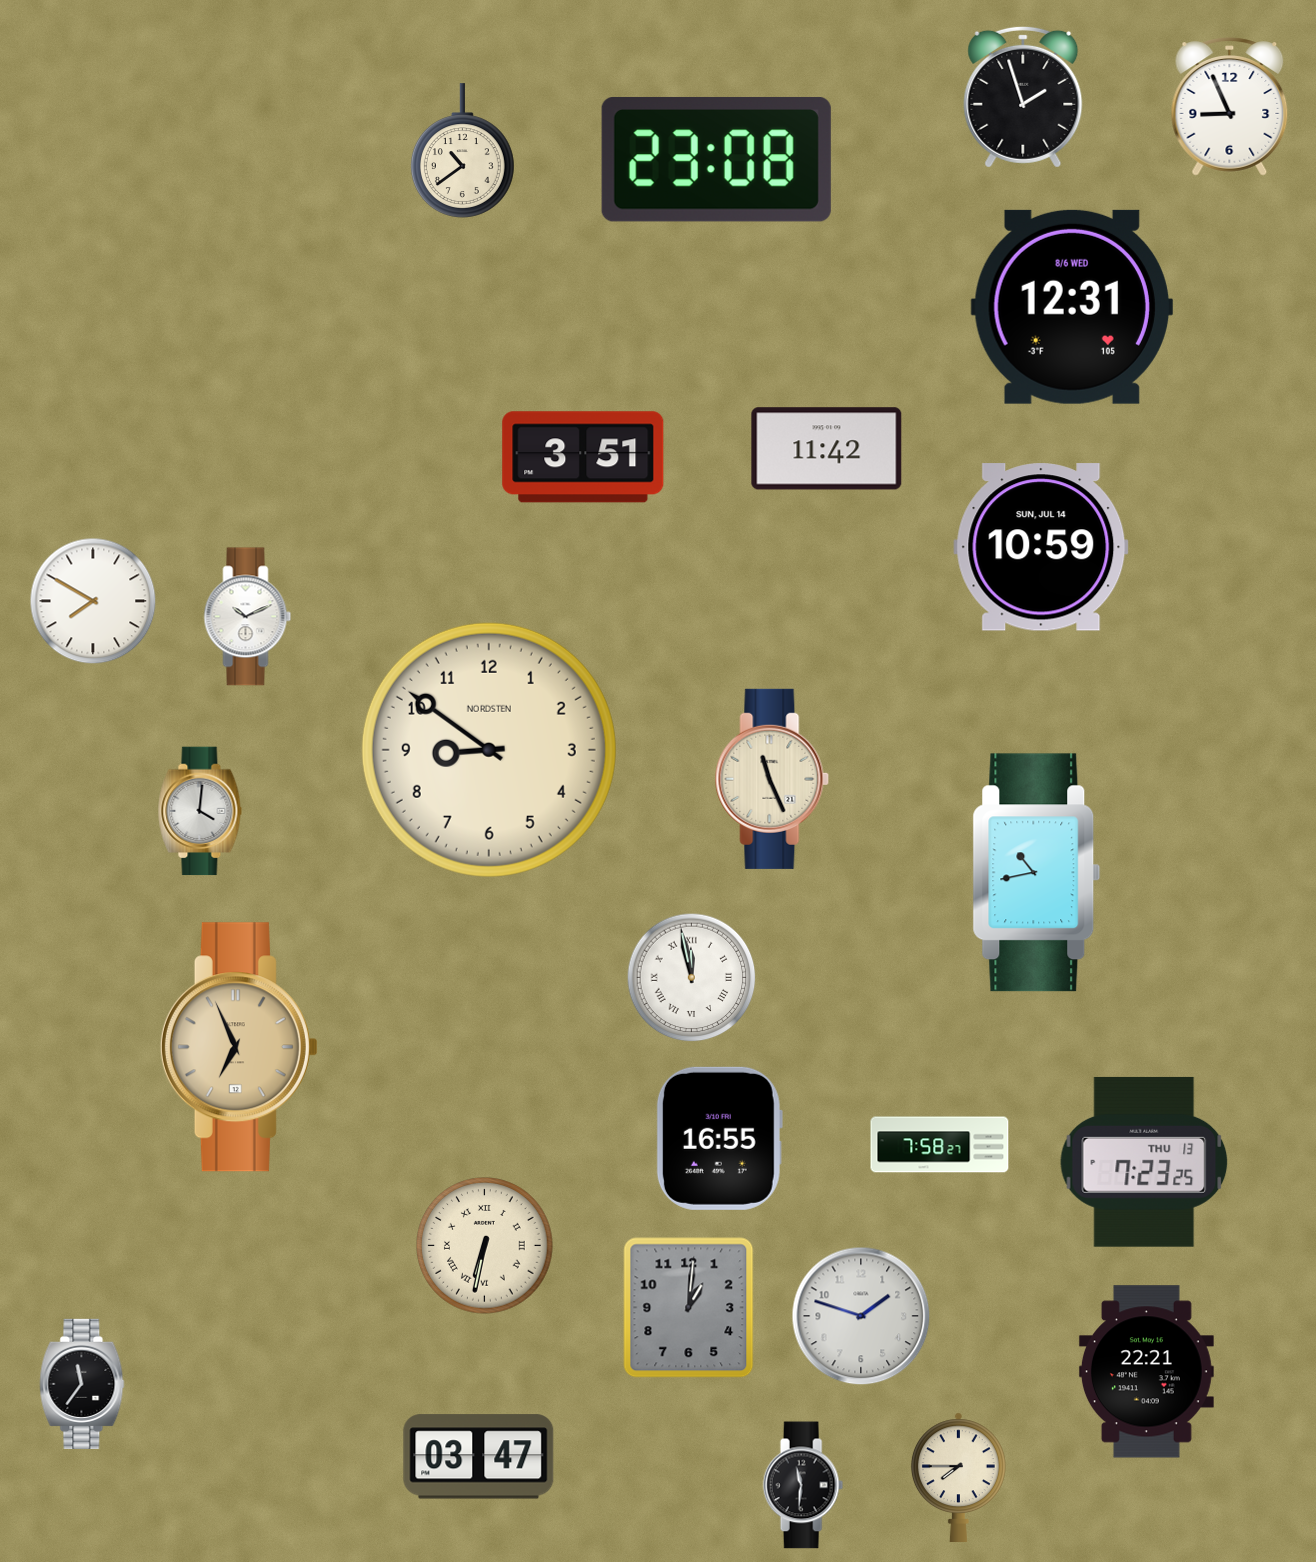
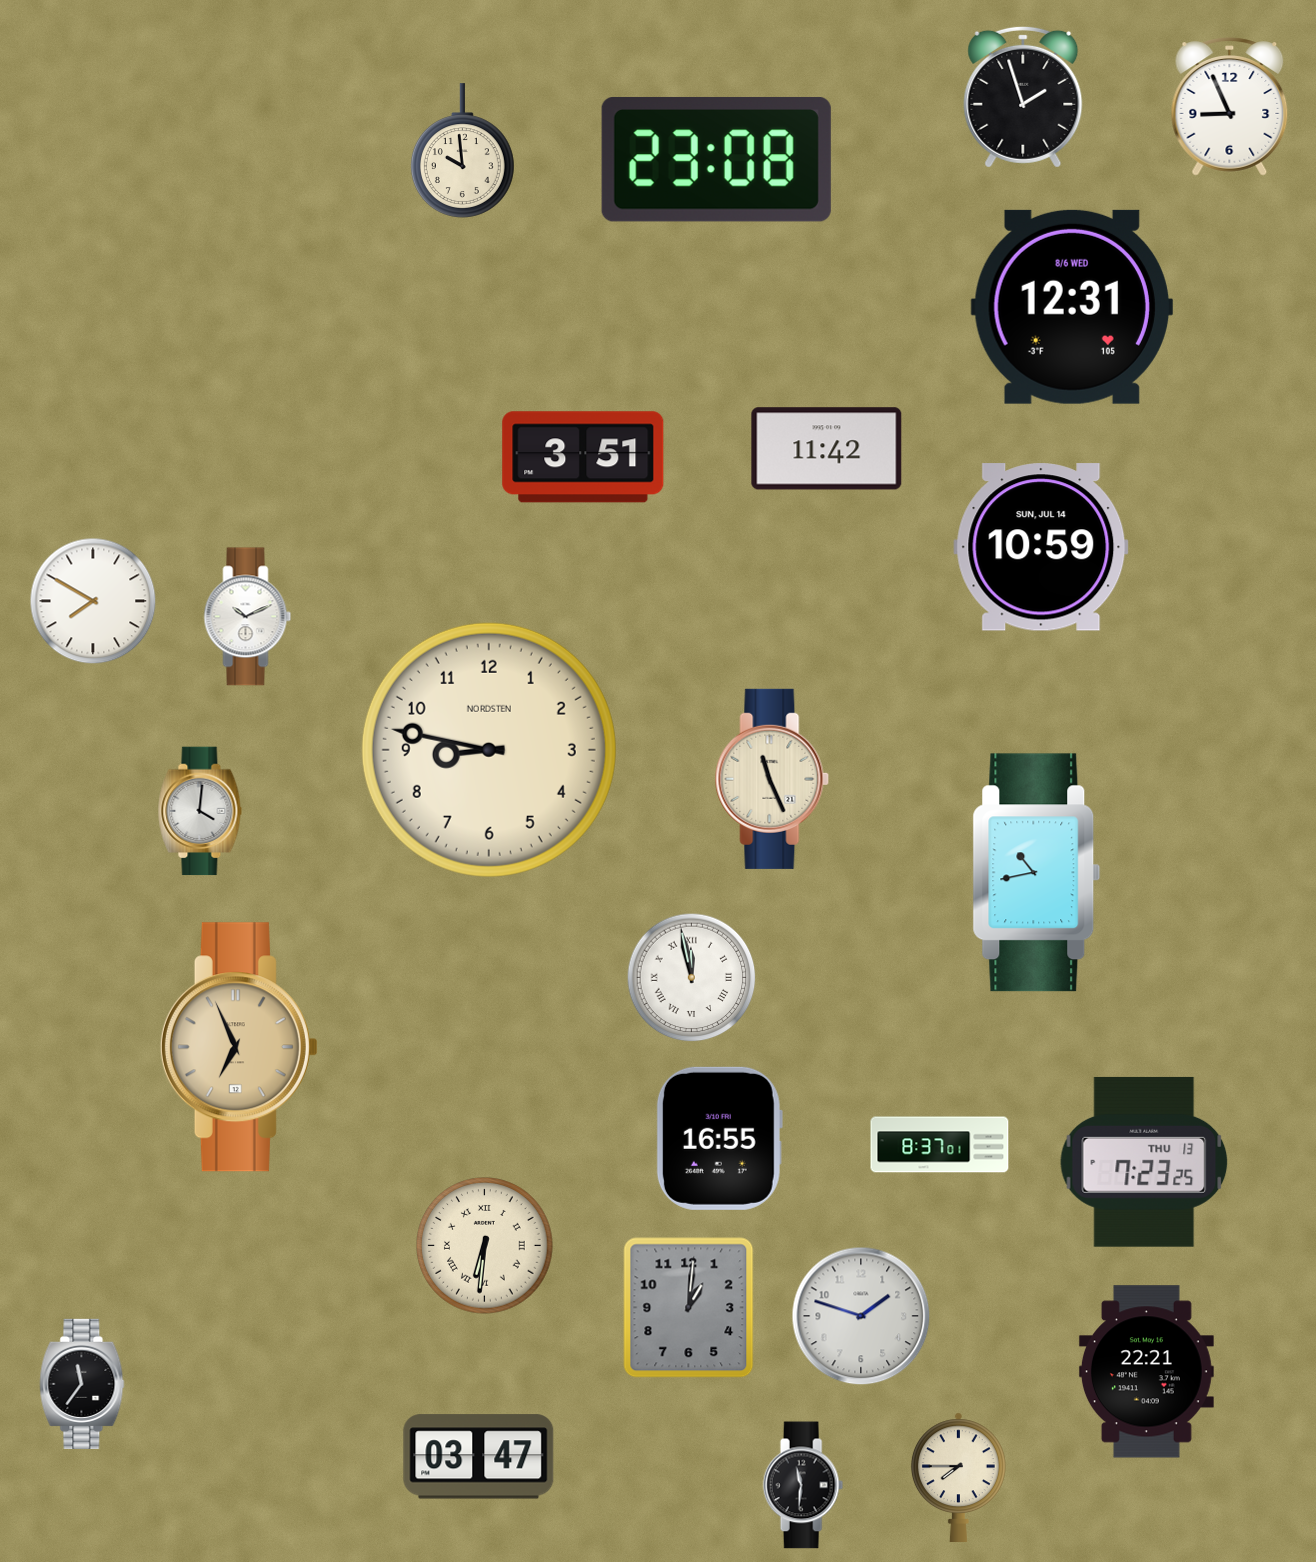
clock at (462, 151): 10:39 -> 9:59
clock at (489, 750): 8:51 -> 8:47
clock at (940, 1145): 7:58 -> 8:37
clock at (485, 1246): 6:32 -> 6:31
